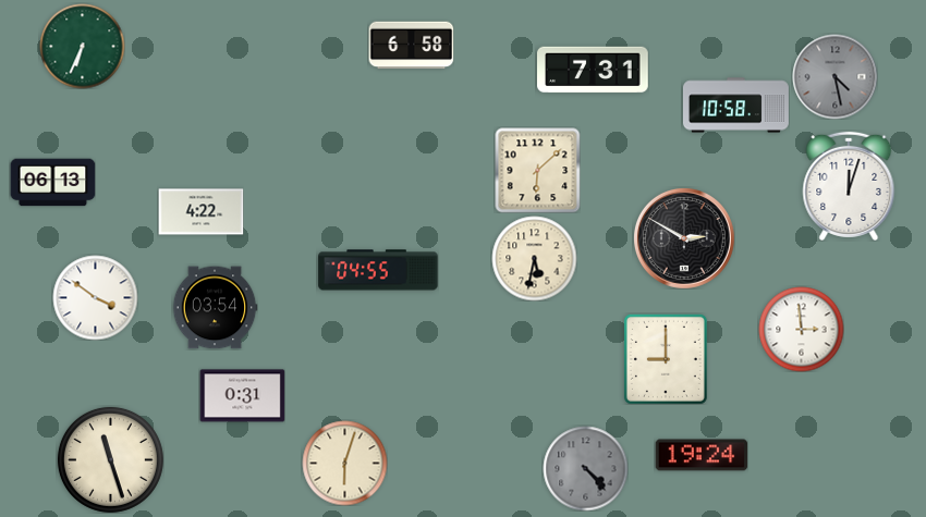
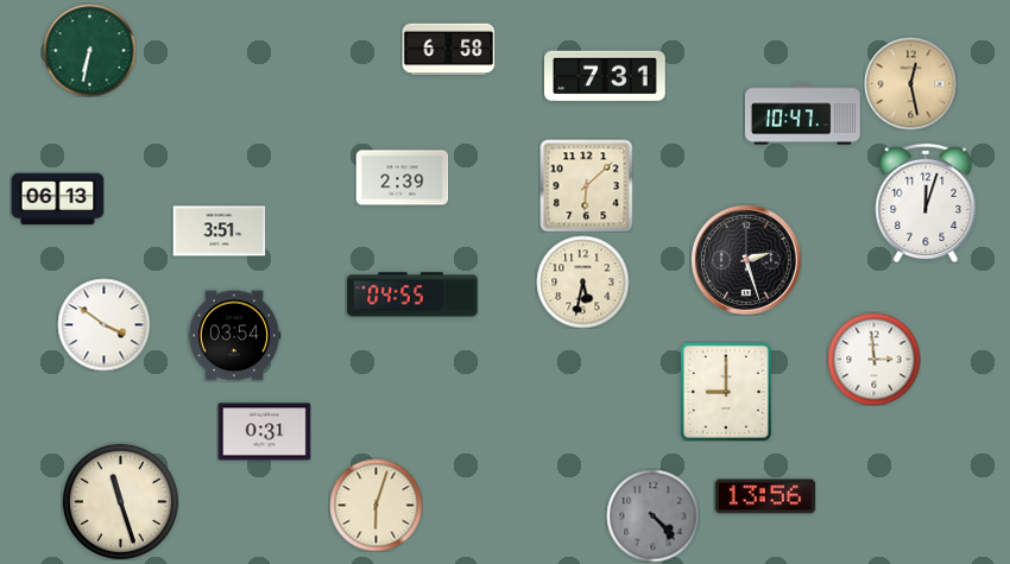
clock at (82, 46): 6:34 -> 6:32
clock at (594, 70) position: (594, 70) -> (606, 76)
clock at (834, 76): 4:28 -> 12:28
clock at (834, 76) dial: grey -> champagne
clock at (735, 106): 10:58 -> 10:47
clock at (402, 178): none -> 2:39
clock at (200, 212): 4:22 -> 3:51
clock at (684, 238): 2:50 -> 2:27
clock at (702, 455): 19:24 -> 13:56
clock at (585, 468) position: (585, 468) -> (652, 515)
